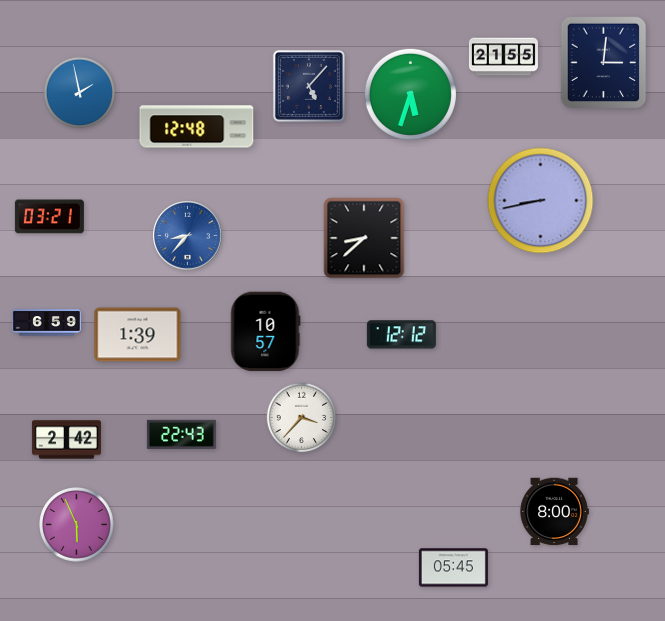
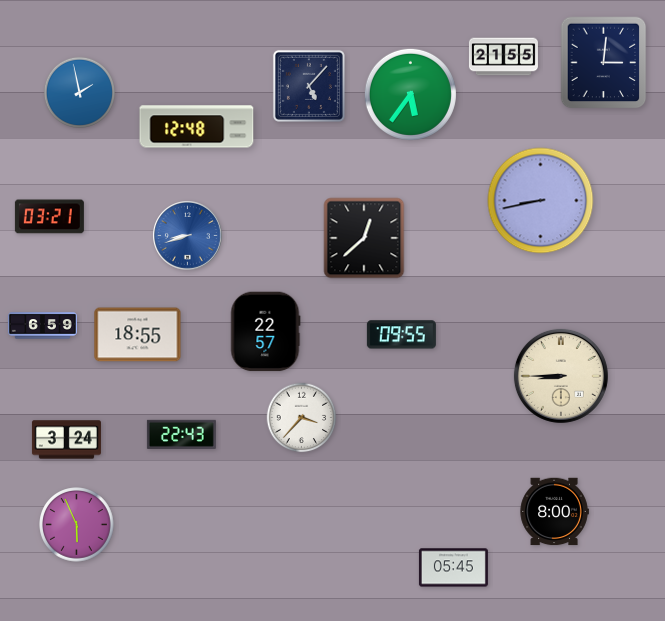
clock at (410, 94): 5:33 -> 5:36
clock at (188, 236): 8:37 -> 8:42
clock at (364, 238): 8:38 -> 12:38
clock at (46, 323) position: (46, 323) -> (42, 326)
clock at (266, 332): 10:57 -> 22:57
clock at (138, 335): 1:39 -> 18:55
clock at (401, 335): 12:12 -> 09:55
clock at (561, 376): none -> 8:45
clock at (66, 440): 2:42 -> 3:24
